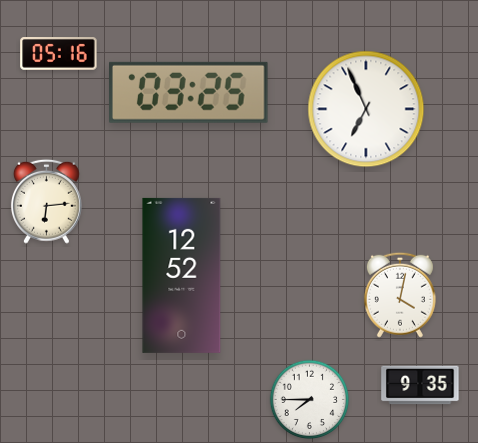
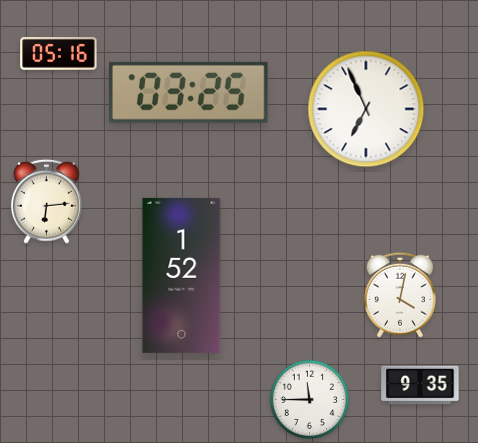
clock at (182, 275): 12:52 -> 1:52
clock at (310, 400): 7:45 -> 11:45
